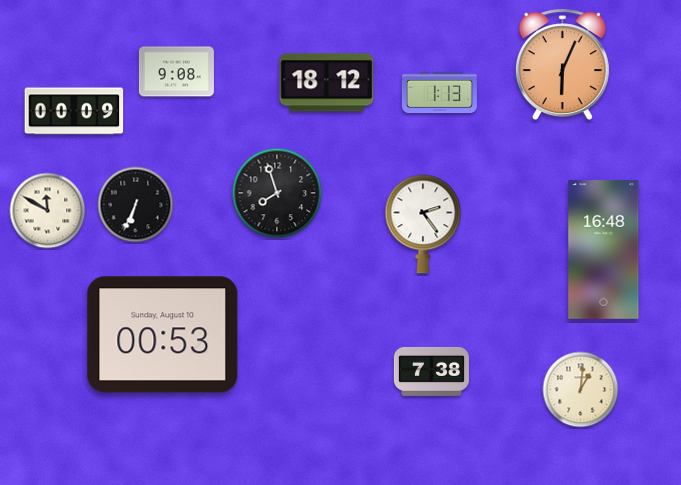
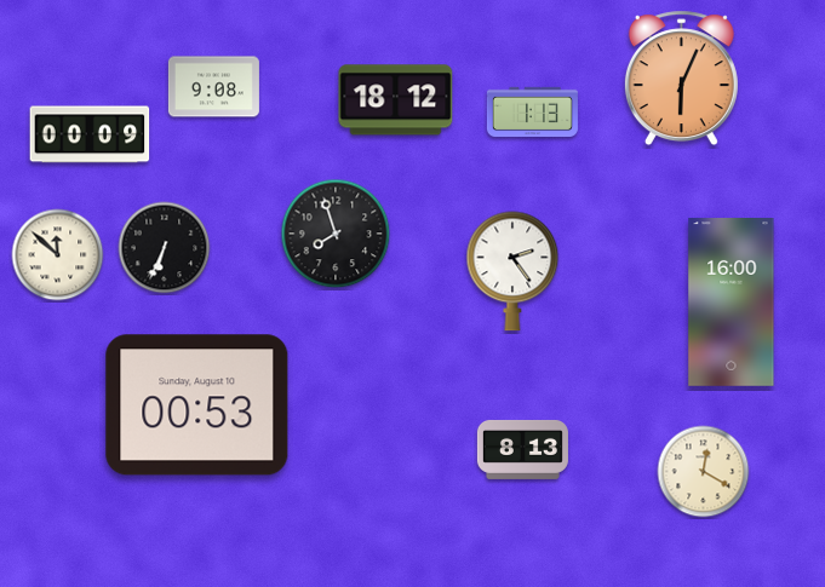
clock at (48, 211): 11:50 -> 11:52
clock at (604, 250): 16:48 -> 16:00
clock at (431, 371): 7:38 -> 8:13
clock at (581, 390): 1:01 -> 12:20
